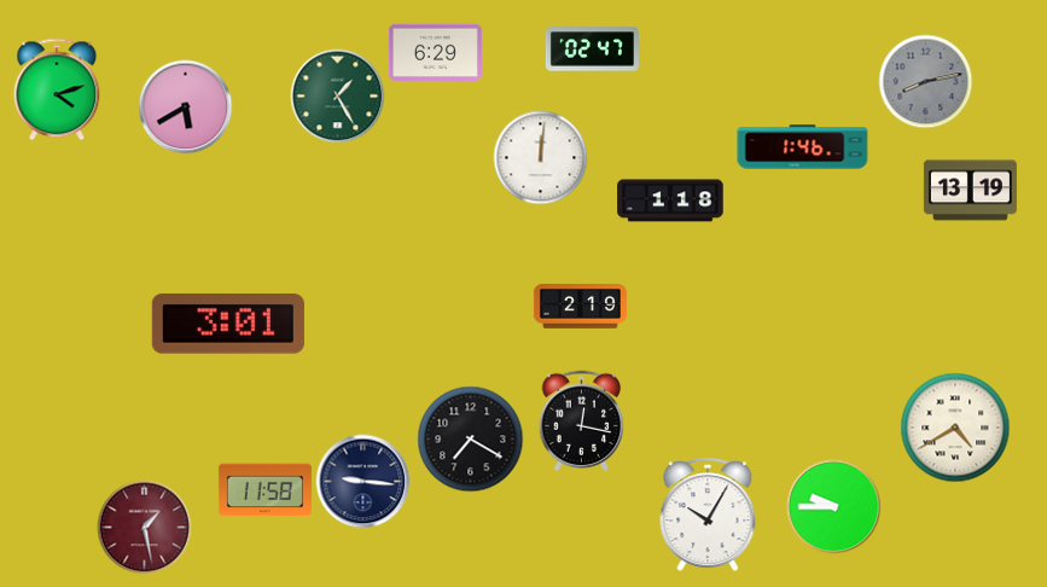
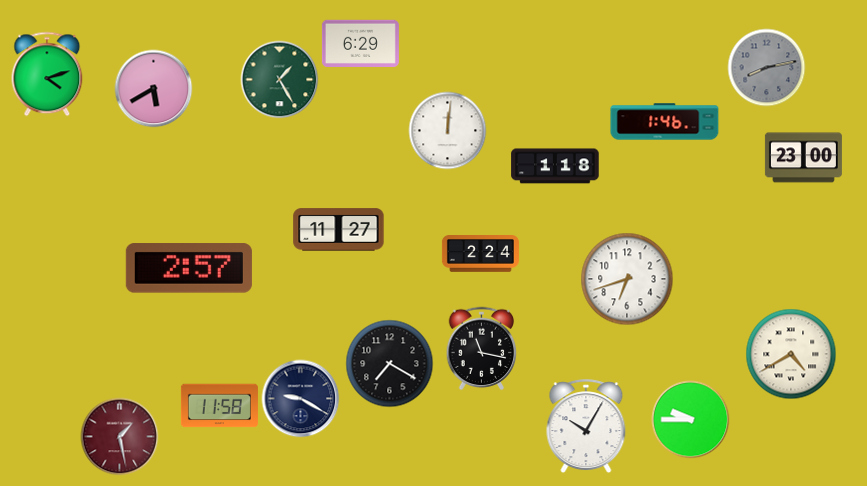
clock at (592, 50): 02:47 -> none
clock at (970, 191): 13:19 -> 23:00
clock at (339, 230): none -> 11:27
clock at (580, 307): 2:19 -> 2:24
clock at (228, 324): 3:01 -> 2:57
clock at (627, 279): none -> 6:42
clock at (582, 420): 12:17 -> 11:17
clock at (362, 481): 9:16 -> 9:20
